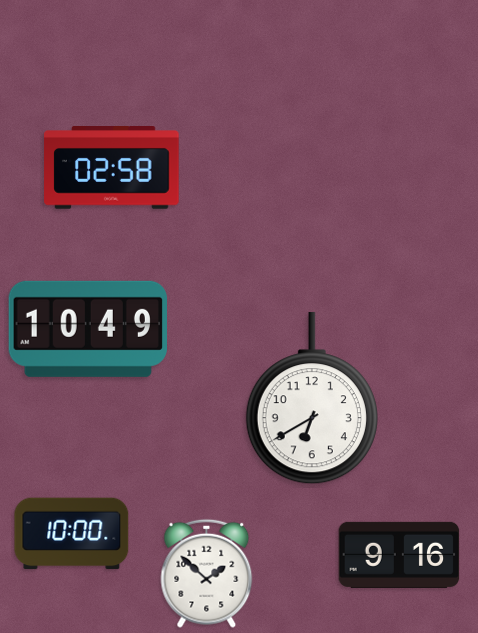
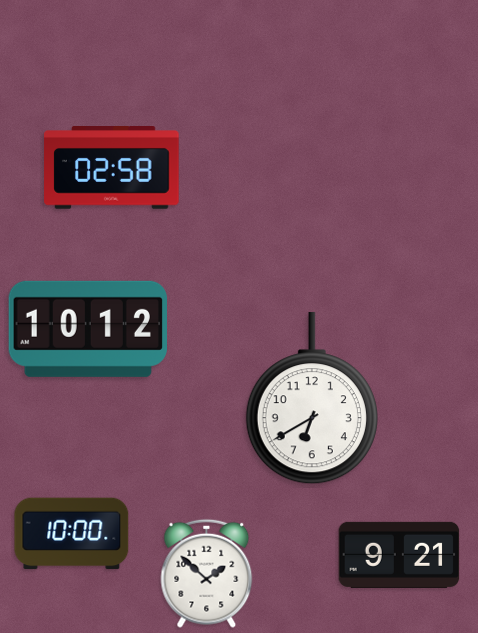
clock at (88, 329): 10:49 -> 10:12
clock at (399, 555): 9:16 -> 9:21
